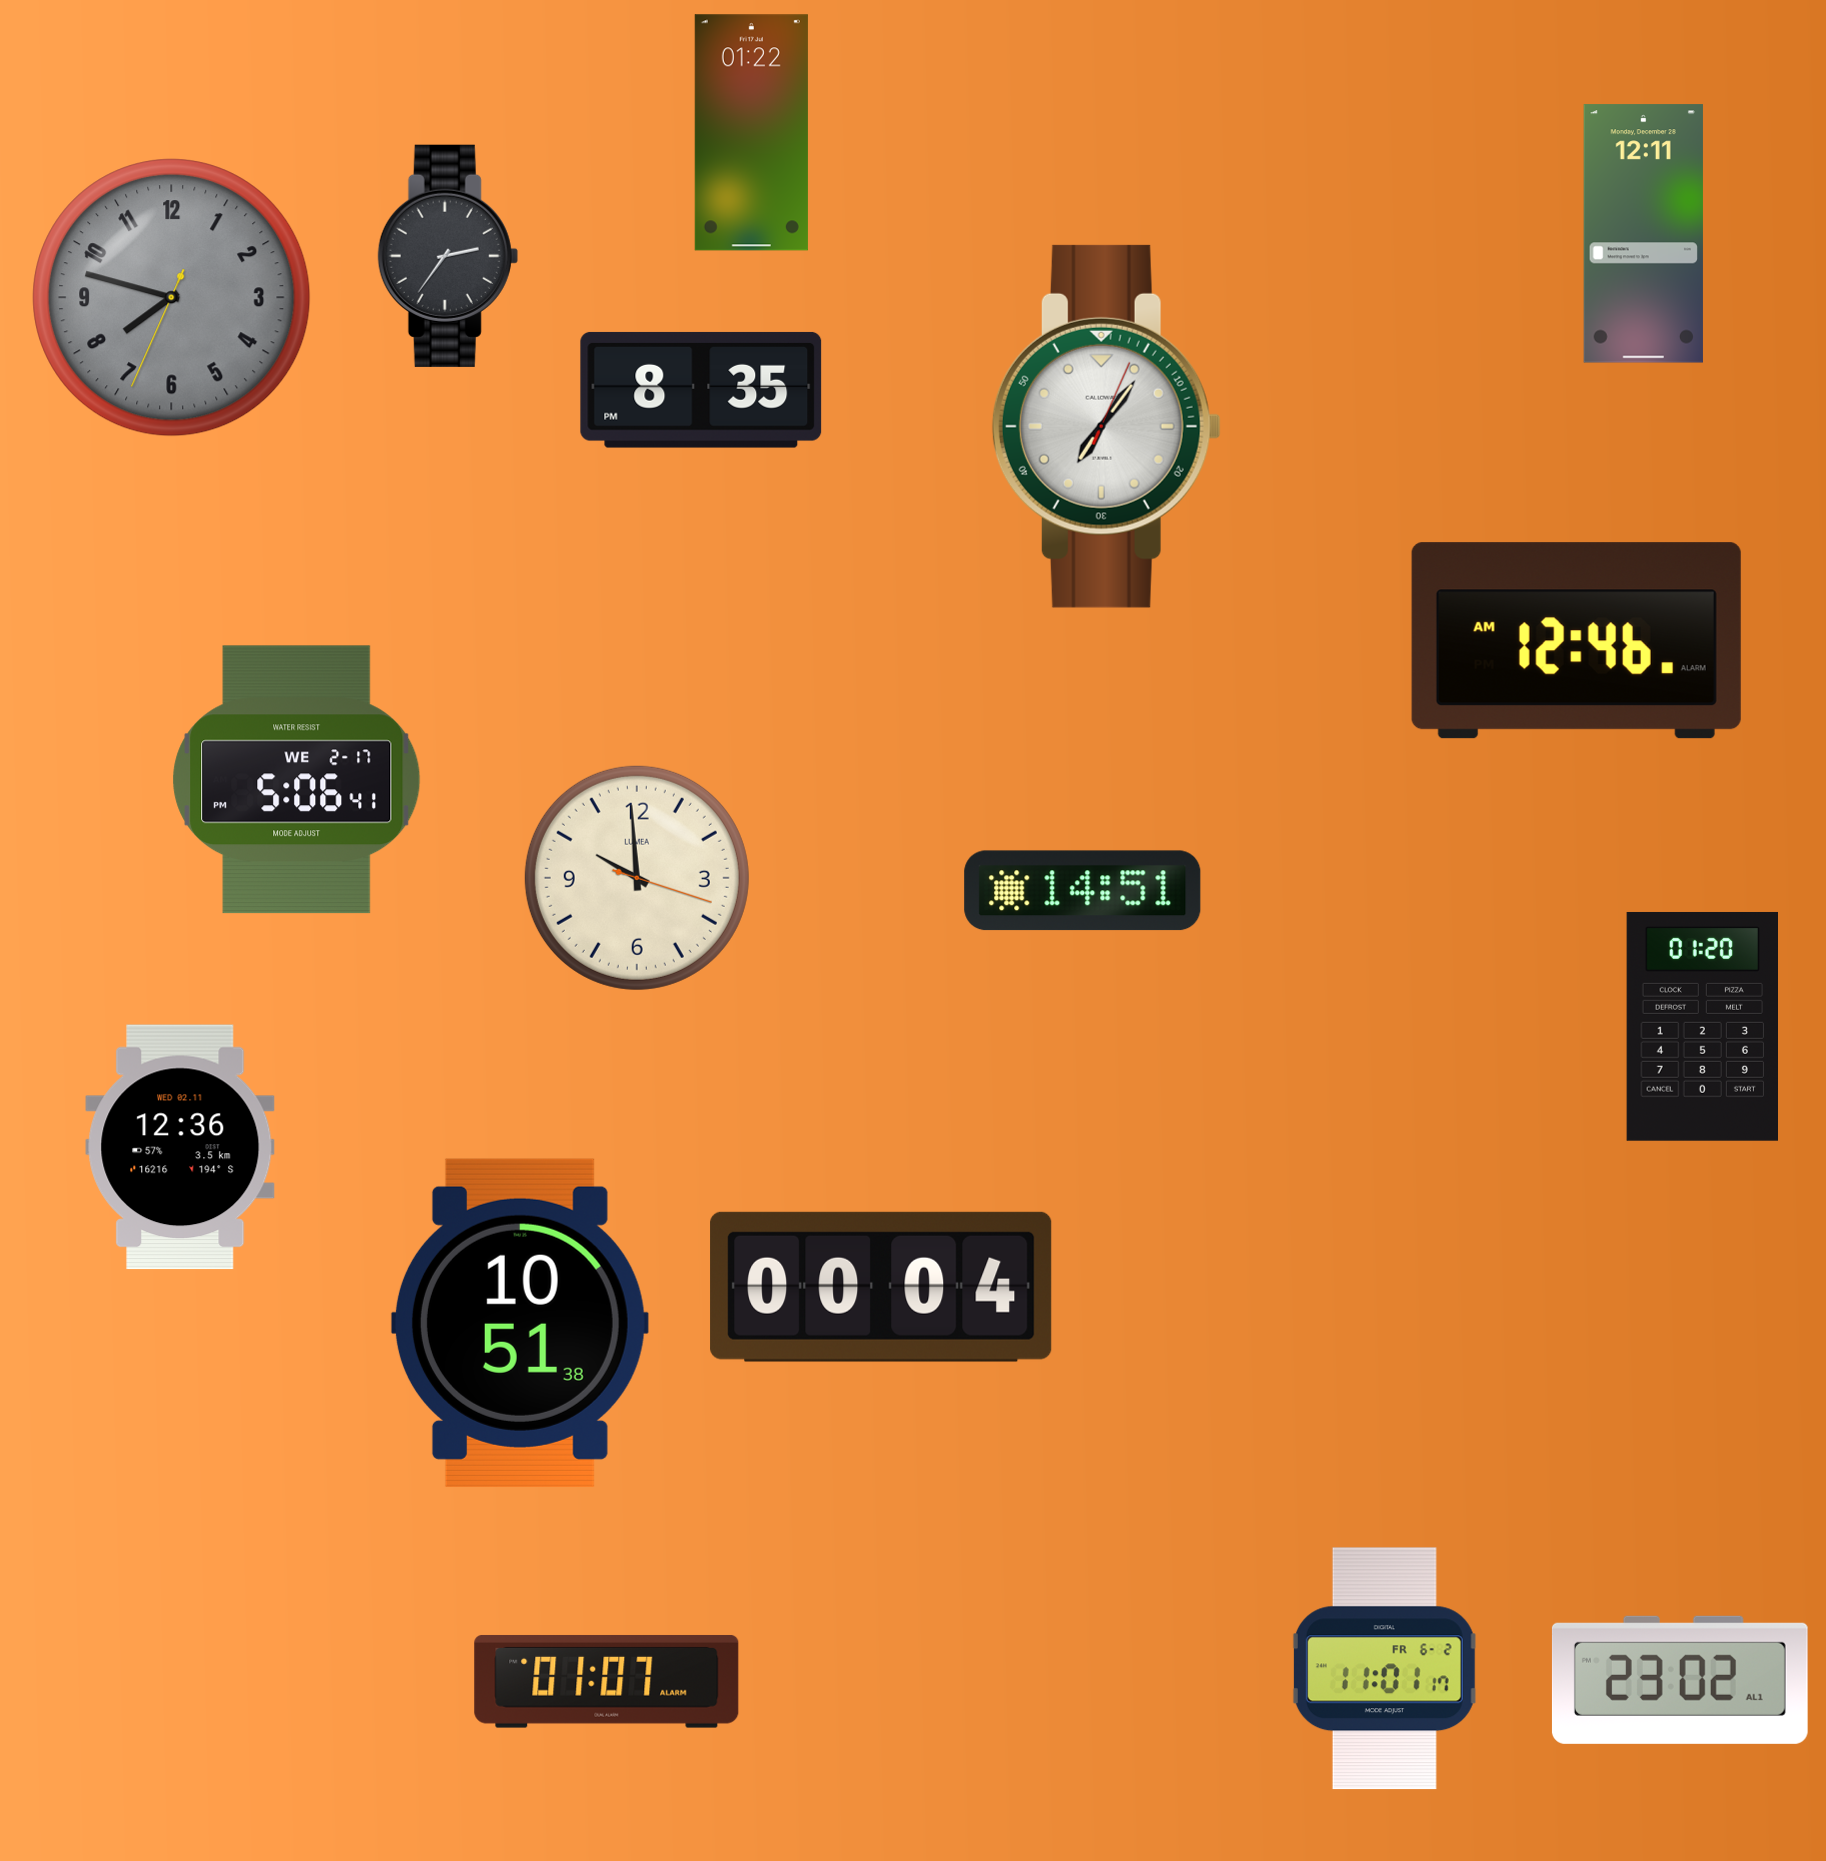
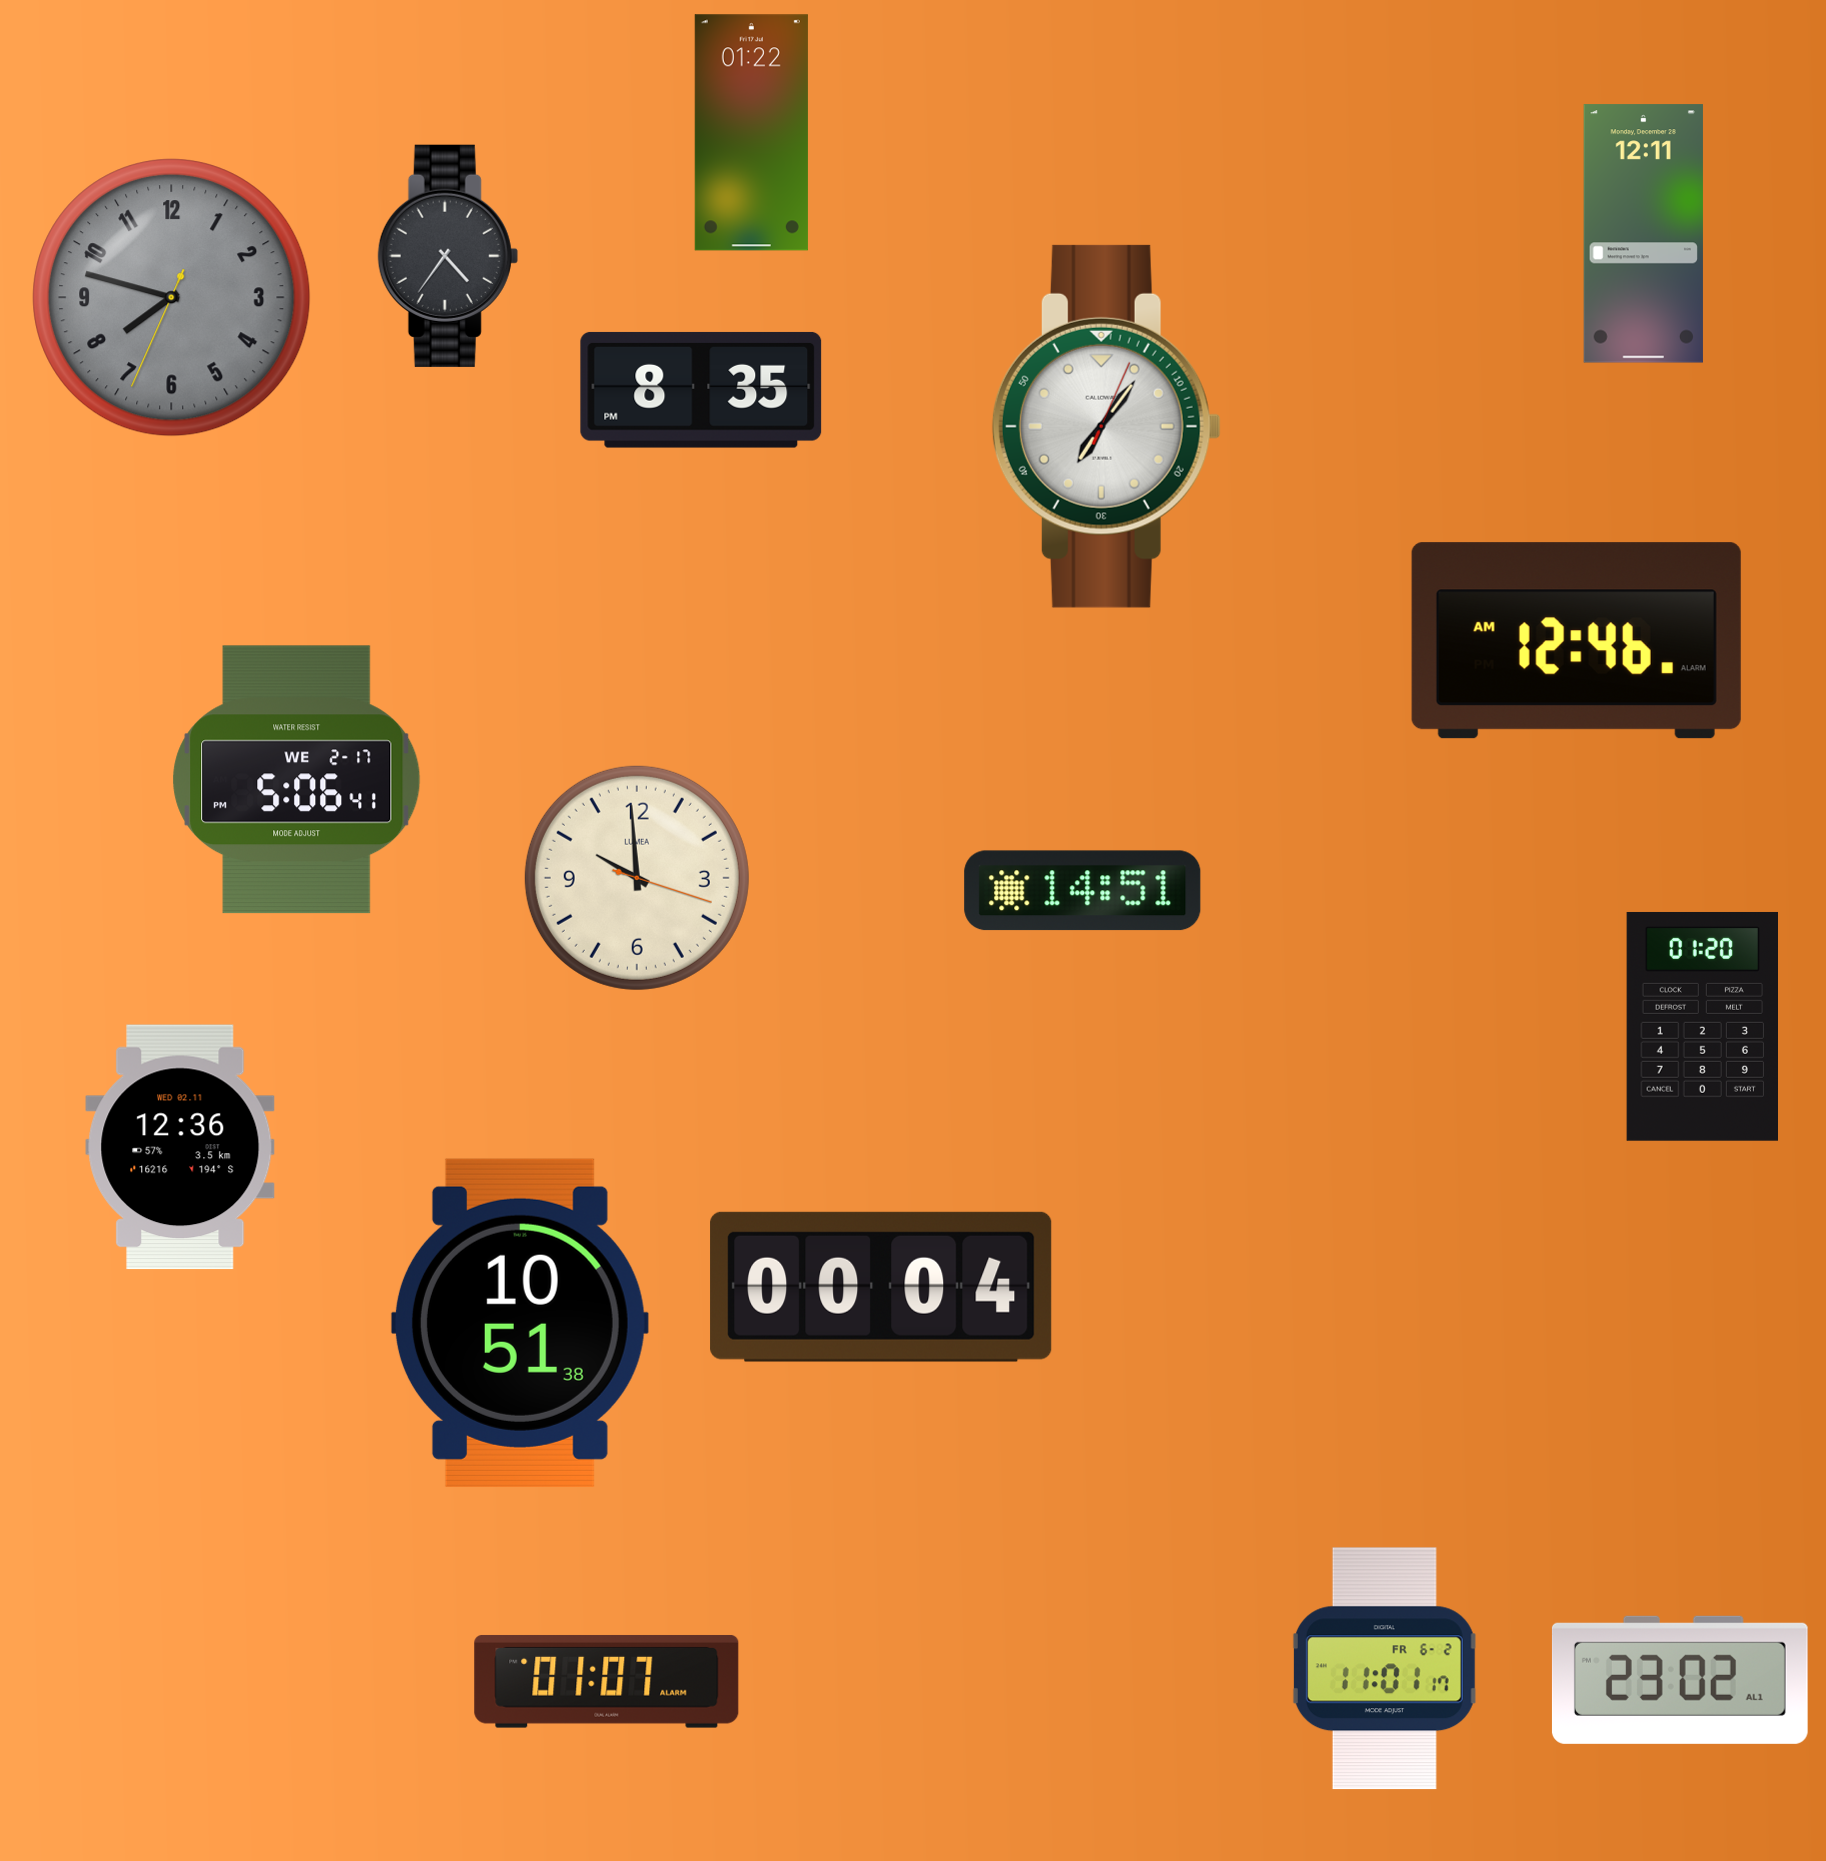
clock at (448, 256): 2:36 -> 4:36
